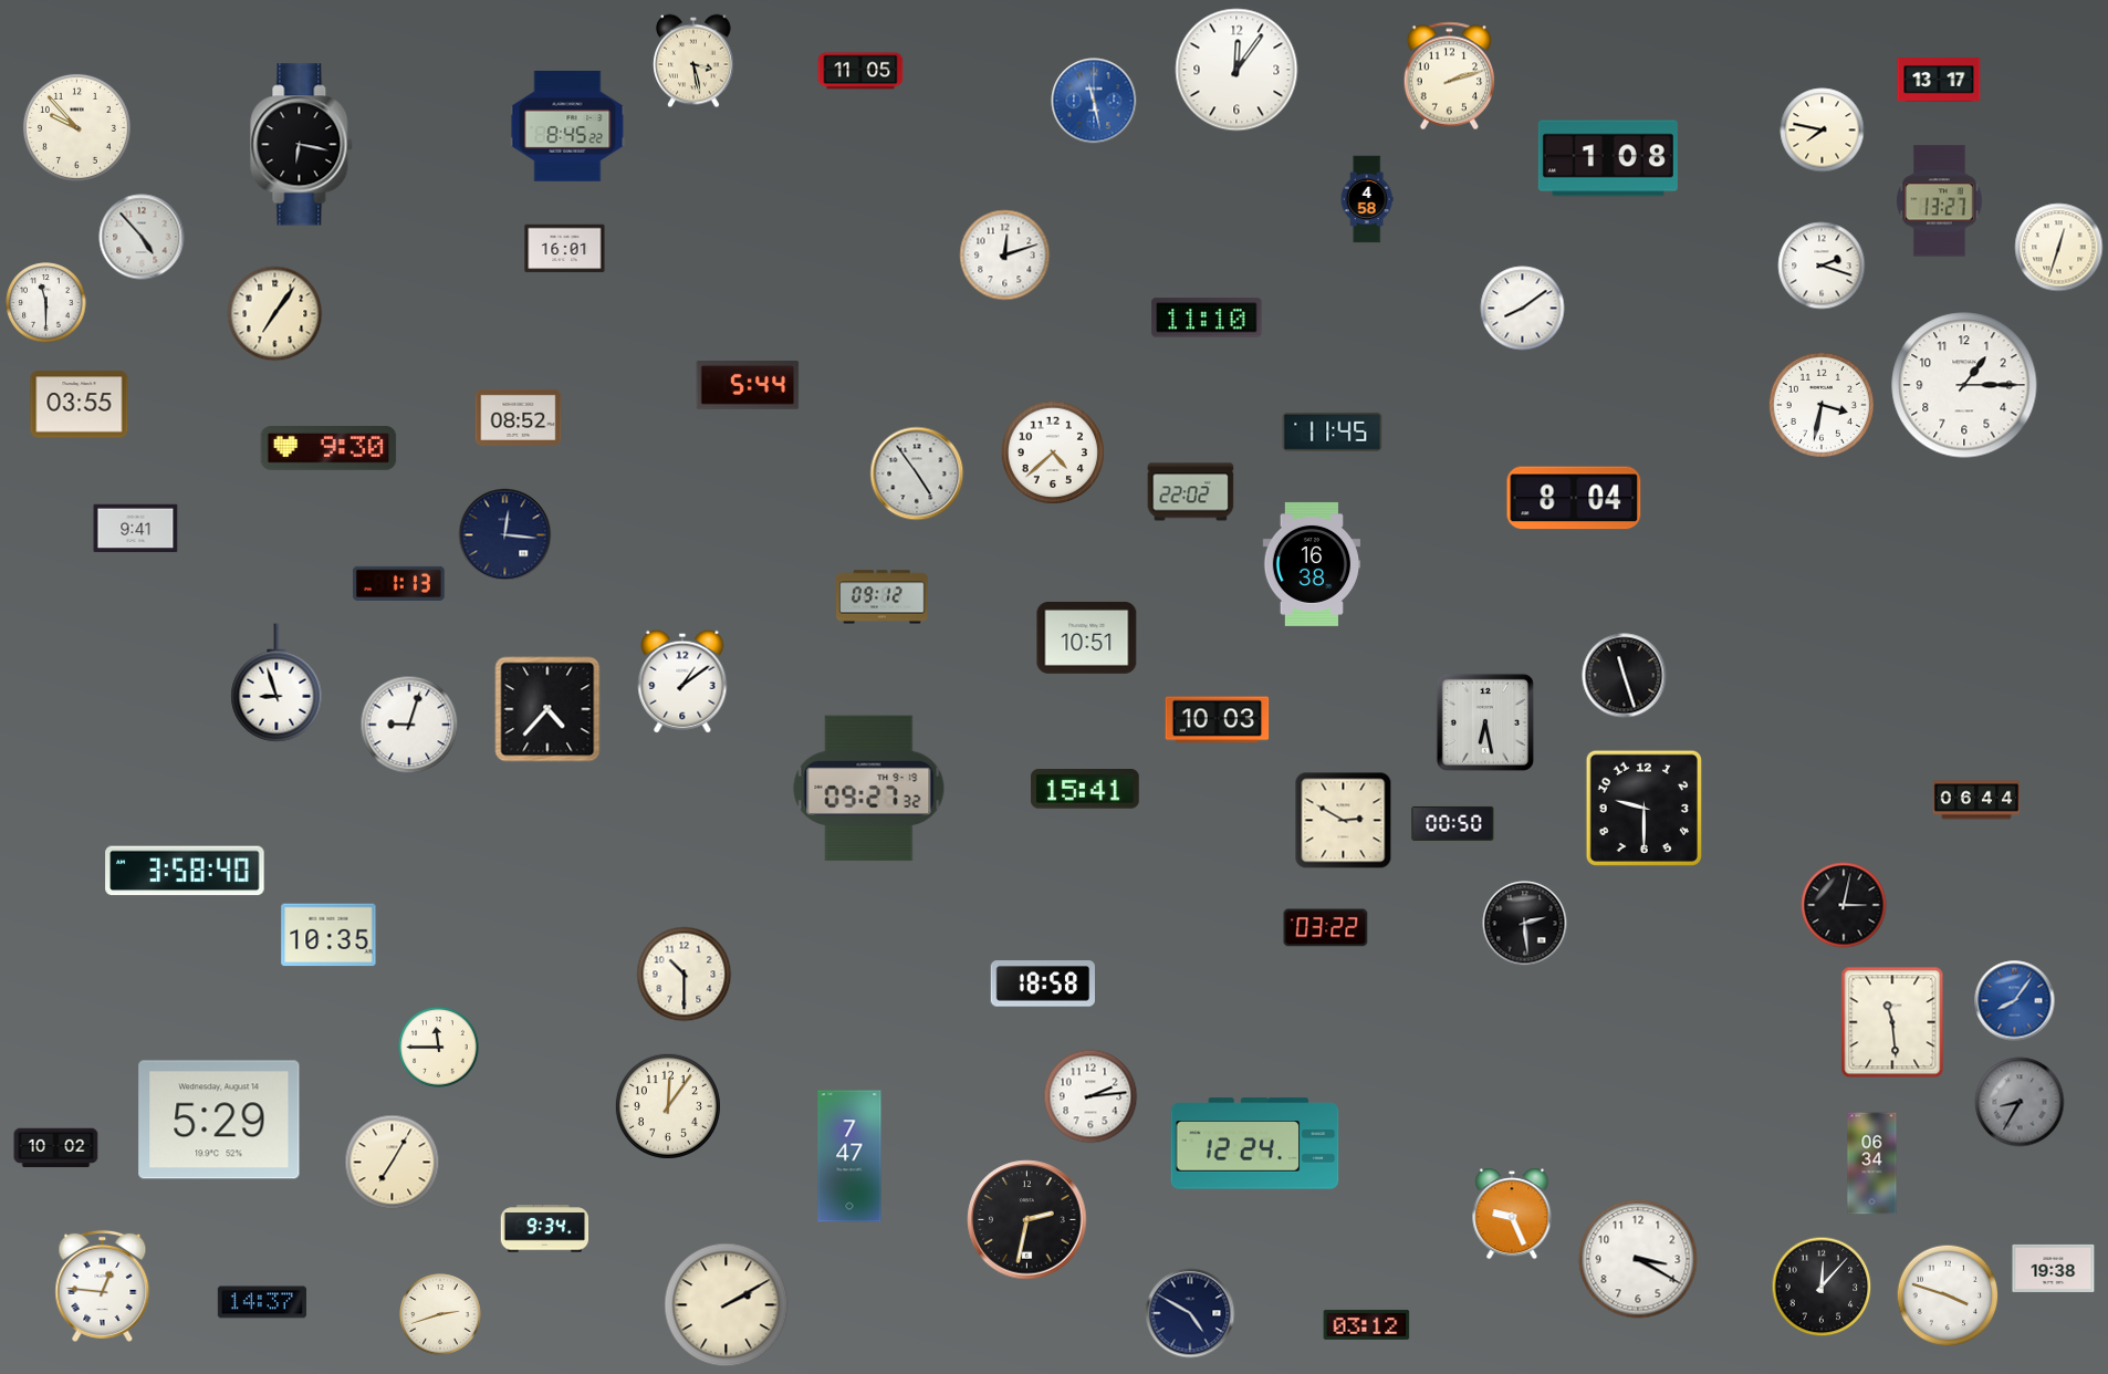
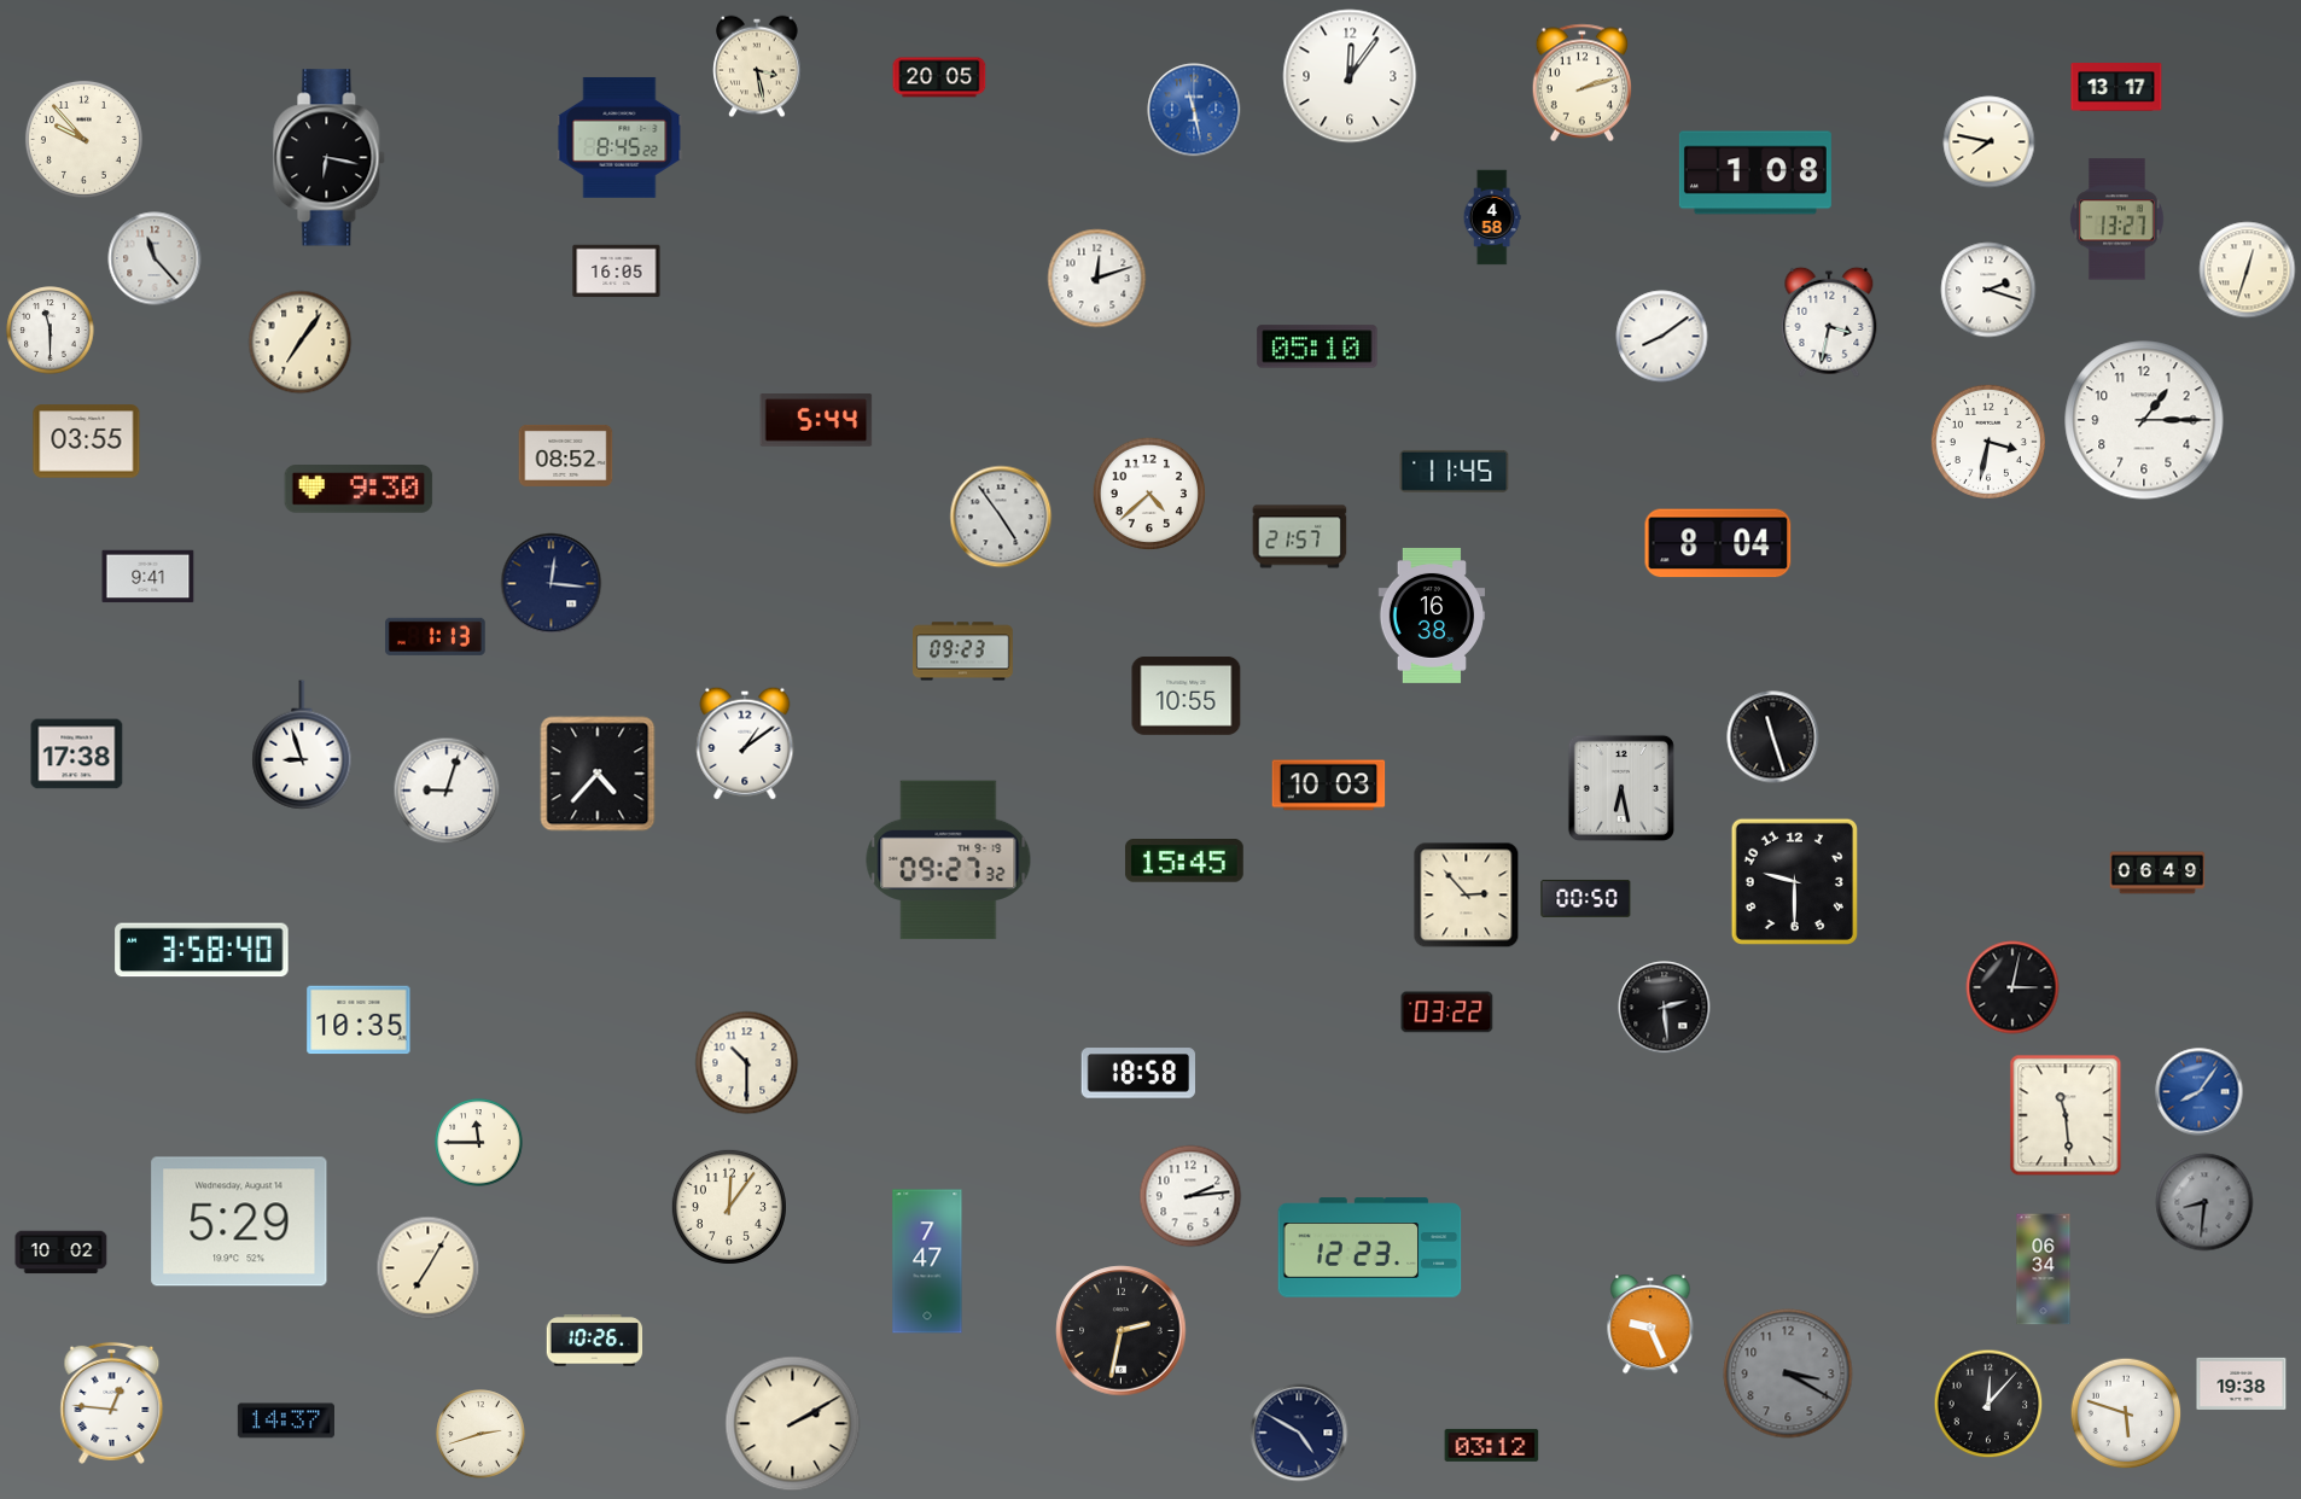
clock at (860, 71): 11:05 -> 20:05
clock at (142, 237): 4:53 -> 11:23
clock at (565, 249): 16:01 -> 16:05
clock at (1829, 322): none -> 3:32
clock at (1207, 318): 11:10 -> 05:10
clock at (1191, 492): 22:02 -> 21:57
clock at (883, 597): 09:12 -> 09:23
clock at (1087, 637): 10:51 -> 10:55
clock at (77, 754): none -> 17:38
clock at (1085, 789): 15:41 -> 15:45
clock at (1976, 800): 06:44 -> 06:49
clock at (1344, 821): 2:50 -> 2:53
clock at (2020, 1102): 8:35 -> 8:31
clock at (1255, 1144): 12:24 -> 12:23
clock at (545, 1229): 9:34 -> 10:26
clock at (1638, 1259) dial: white -> grey
clock at (1948, 1295): 3:48 -> 5:48
